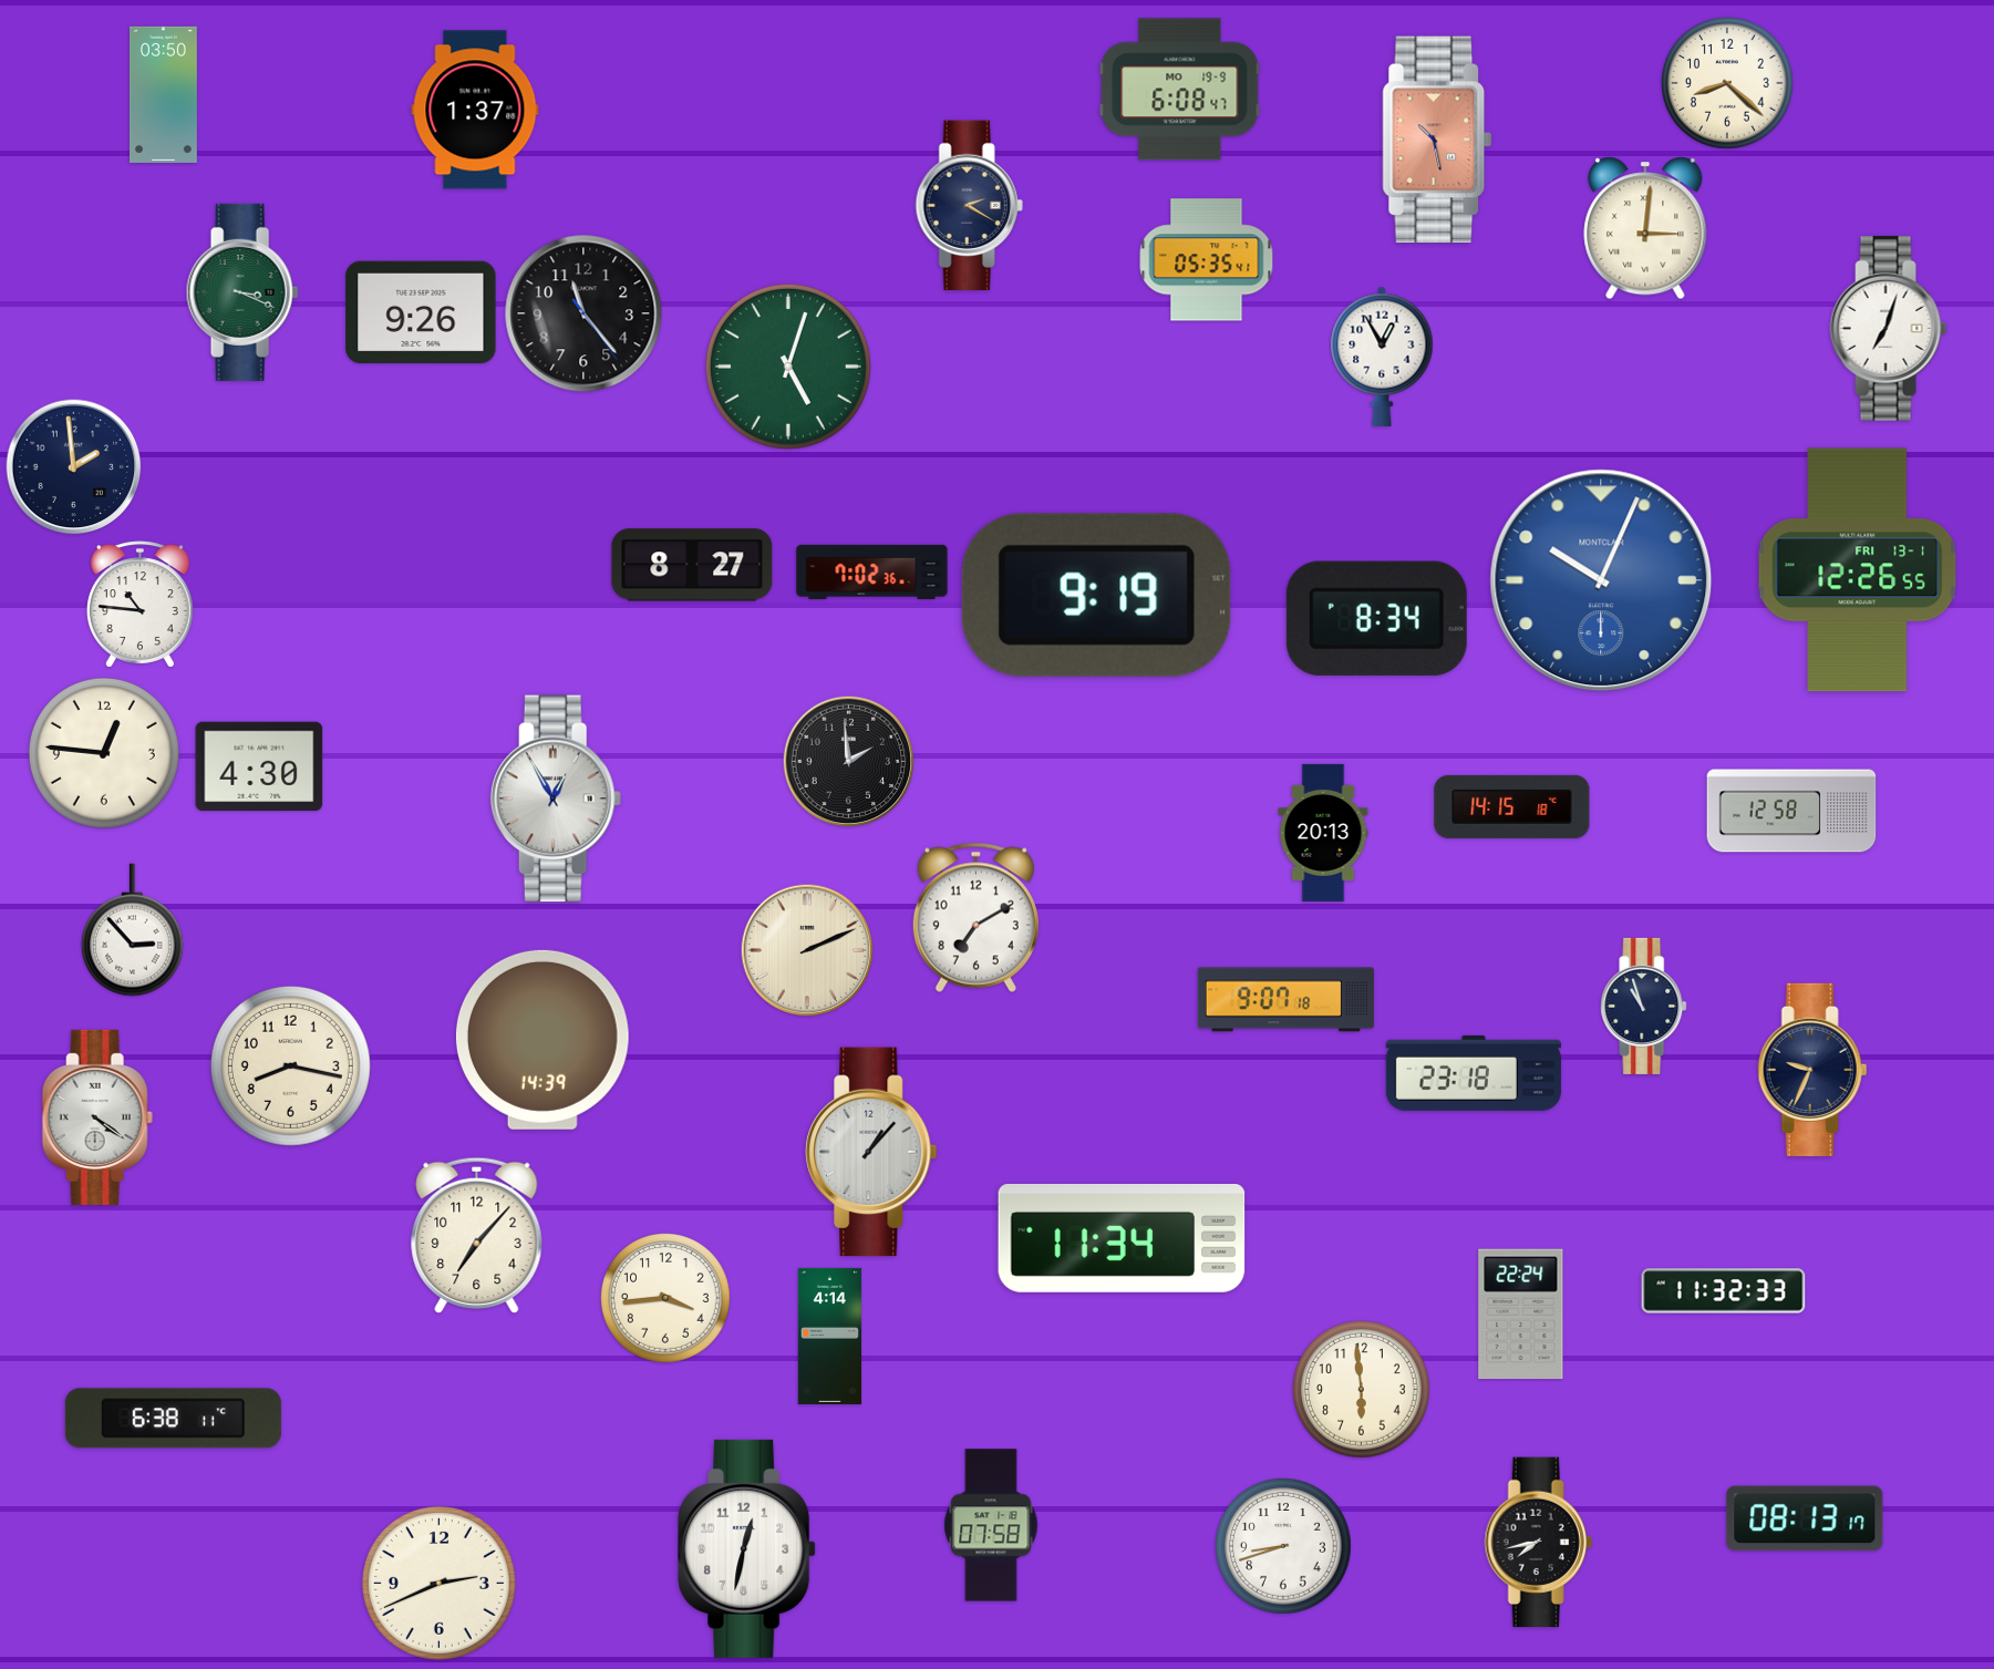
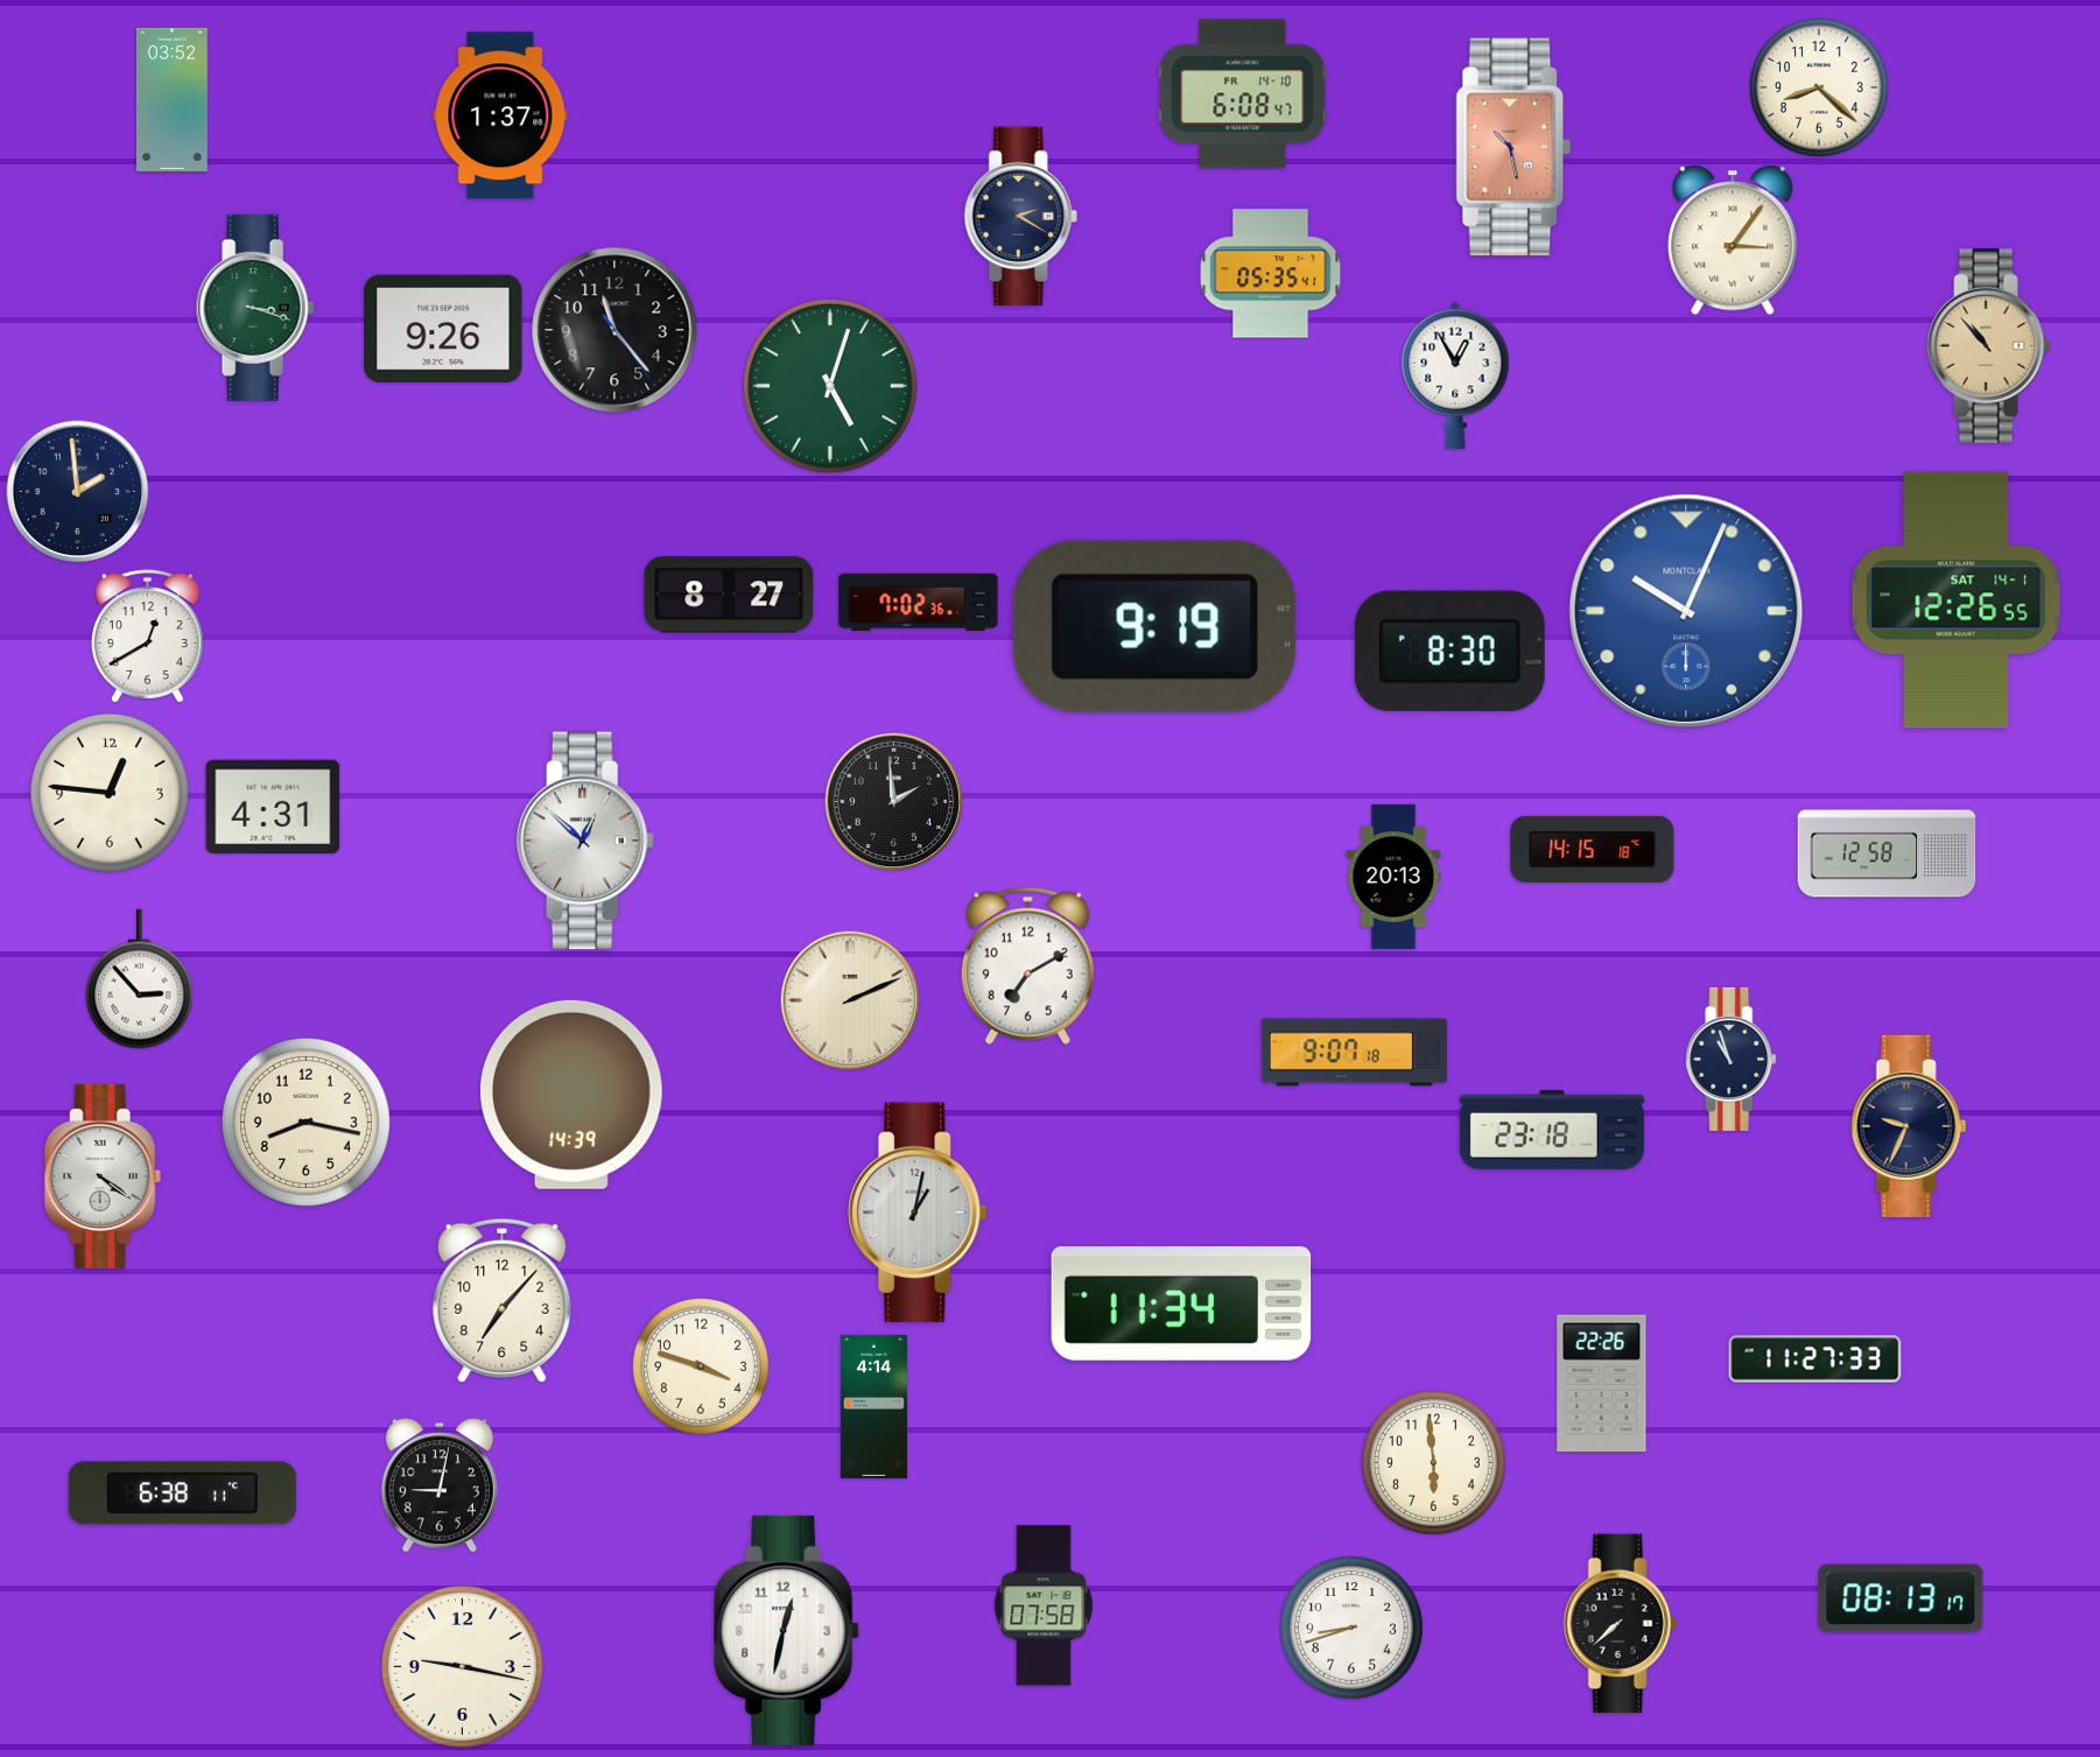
clock at (1180, 90) date: MO 19-9 -> FR 14-10
clock at (164, 94): 03:50 -> 03:52
clock at (1645, 228): 3:01 -> 3:06
clock at (242, 292): 3:19 -> 3:18
clock at (1889, 329): 7:03 -> 10:53
clock at (1889, 329) dial: white -> champagne
clock at (1858, 570) date: FRI 13-1 -> SAT 14-1
clock at (140, 605): 10:46 -> 12:40
clock at (1376, 618): 8:34 -> 8:30
clock at (259, 766): 4:30 -> 4:31
clock at (556, 799): 12:55 -> 12:52
clock at (871, 1152): 1:07 -> 1:02
clock at (1724, 1291): 11:32 -> 11:27
clock at (665, 1298): 3:44 -> 3:48
clock at (1521, 1315): 22:24 -> 22:26
clock at (440, 1485): none -> 9:02
clock at (1538, 1543): 7:43 -> 7:38
clock at (438, 1583): 2:41 -> 9:17
